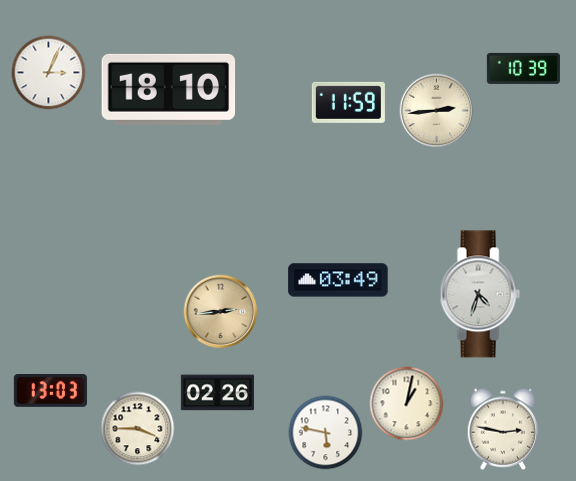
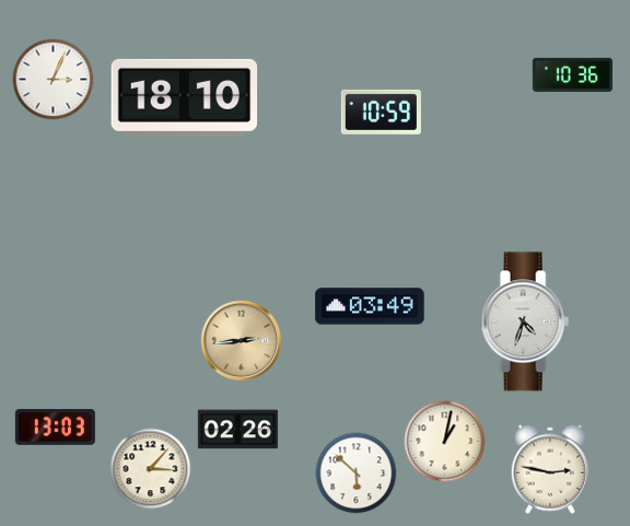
clock at (523, 68): 10:39 -> 10:36
clock at (348, 102): 11:59 -> 10:59
clock at (437, 111): 2:44 -> none
clock at (138, 429): 3:45 -> 3:07
clock at (326, 433): 5:47 -> 5:52
